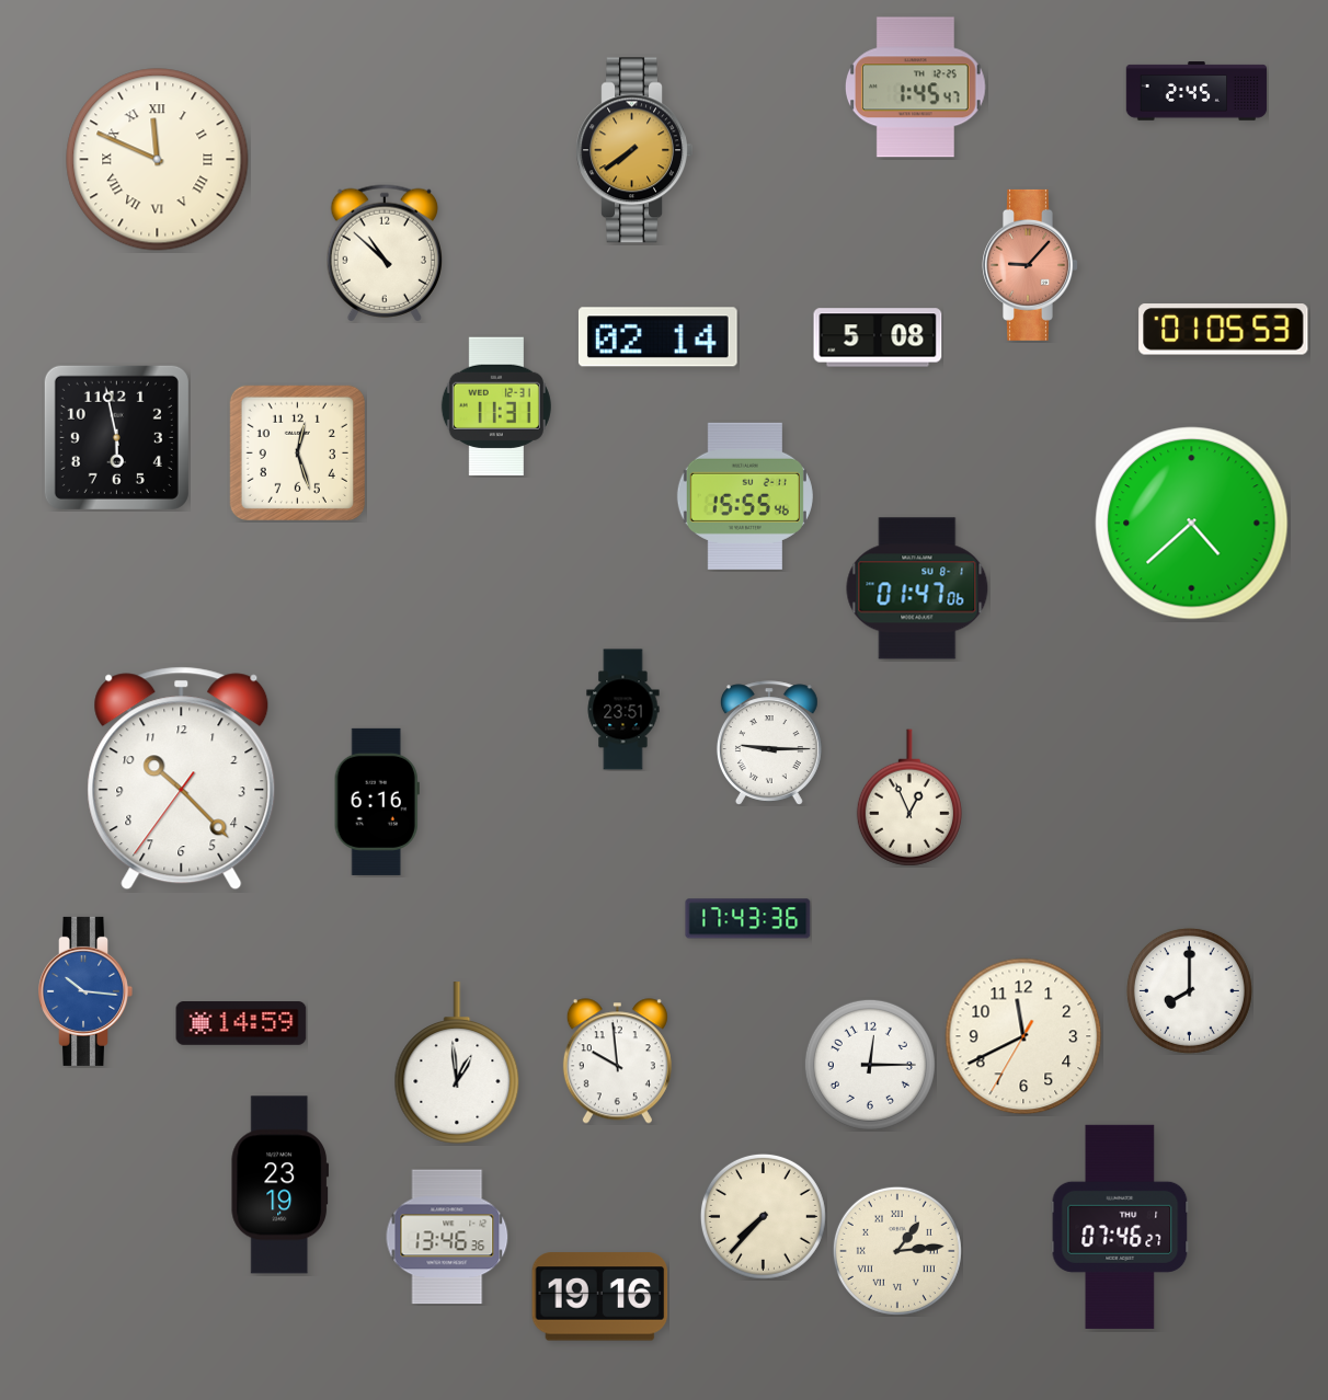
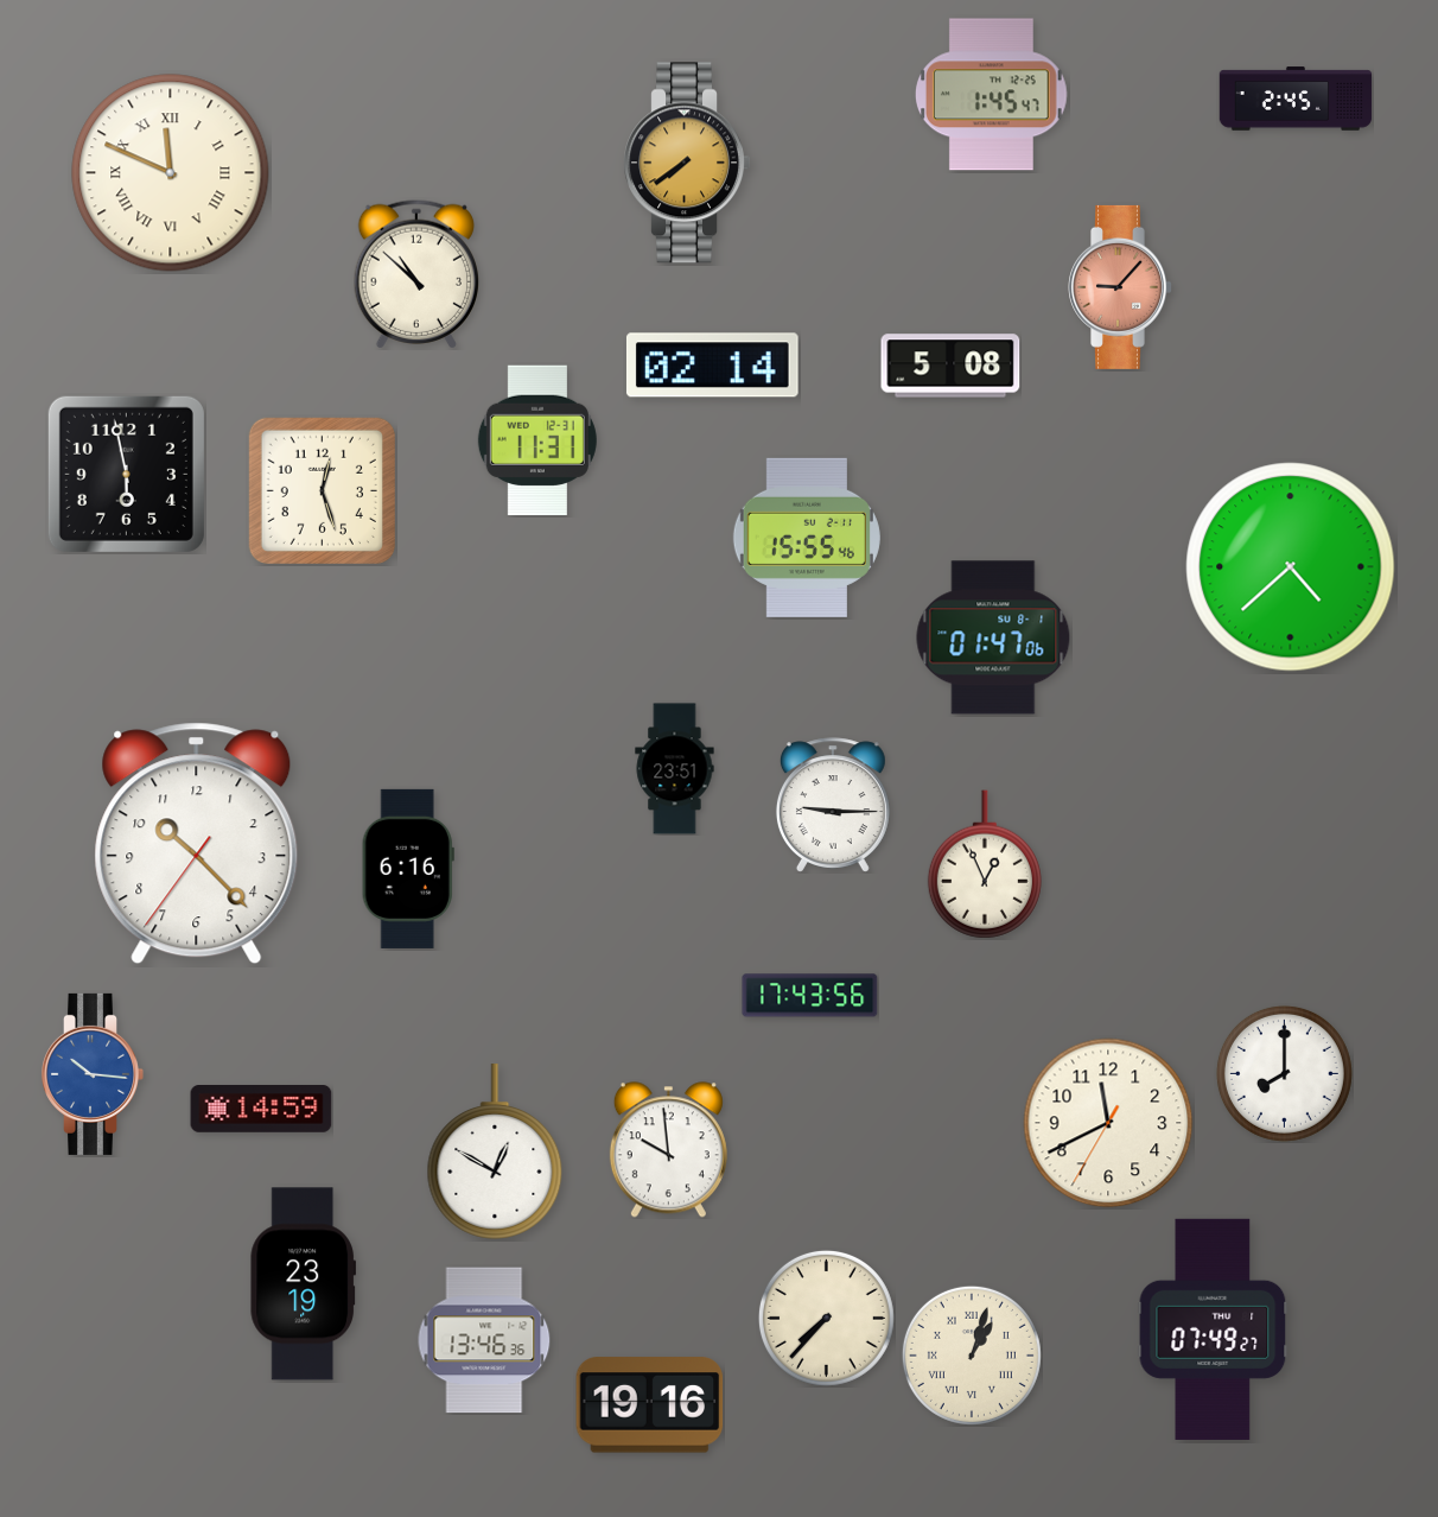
clock at (1031, 265) position: (1031, 265) -> (1121, 287)
clock at (1224, 330): 01:05 -> none
clock at (748, 919): 17:43:36 -> 17:43:56
clock at (1189, 990) position: (1189, 990) -> (1284, 1073)
clock at (457, 1063): 12:59 -> 12:50
clock at (870, 1065): 12:15 -> none
clock at (1120, 1227): 07:46 -> 07:49
clock at (897, 1251): 1:14 -> 1:03
